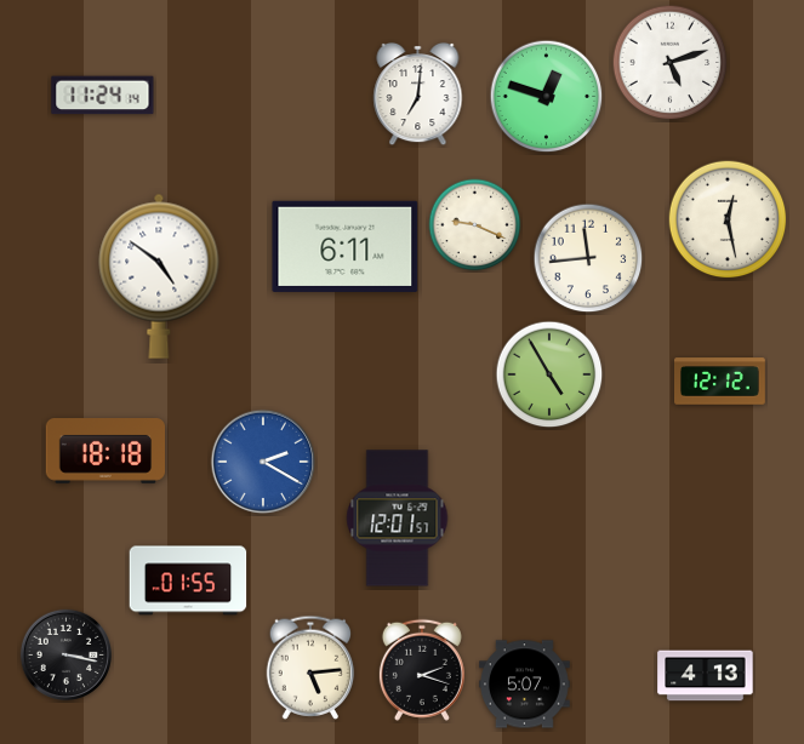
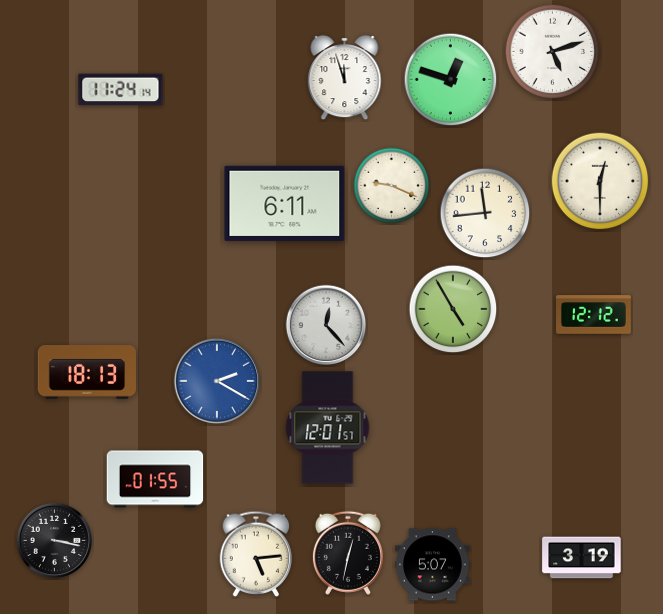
clock at (418, 95): 7:01 -> 11:57
clock at (103, 96) position: (103, 96) -> (121, 90)
clock at (728, 219): 12:28 -> 12:30
clock at (159, 276): 4:51 -> none
clock at (326, 325): none -> 12:23
clock at (104, 452): 18:18 -> 18:13
clock at (310, 668) position: (310, 668) -> (256, 554)
clock at (422, 670): 2:18 -> 12:32
clock at (706, 676): 4:13 -> 3:19
